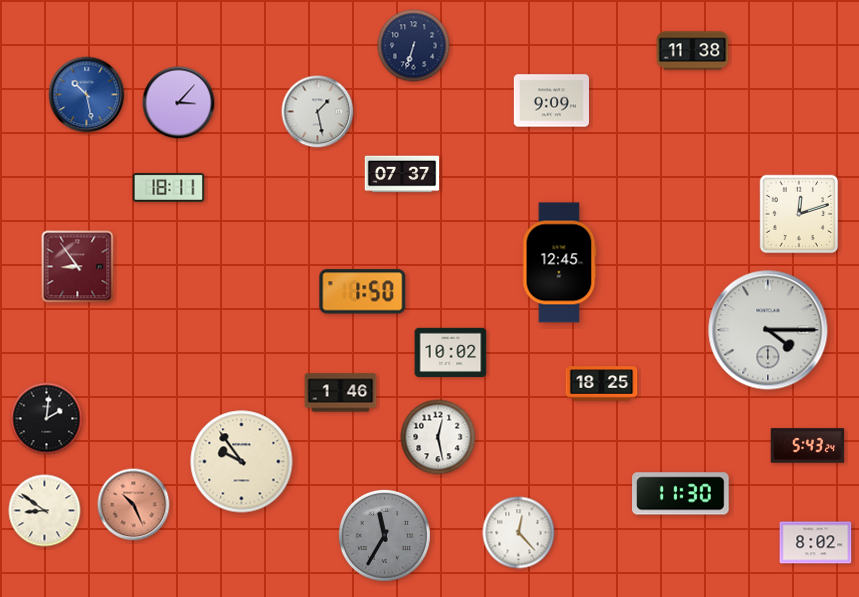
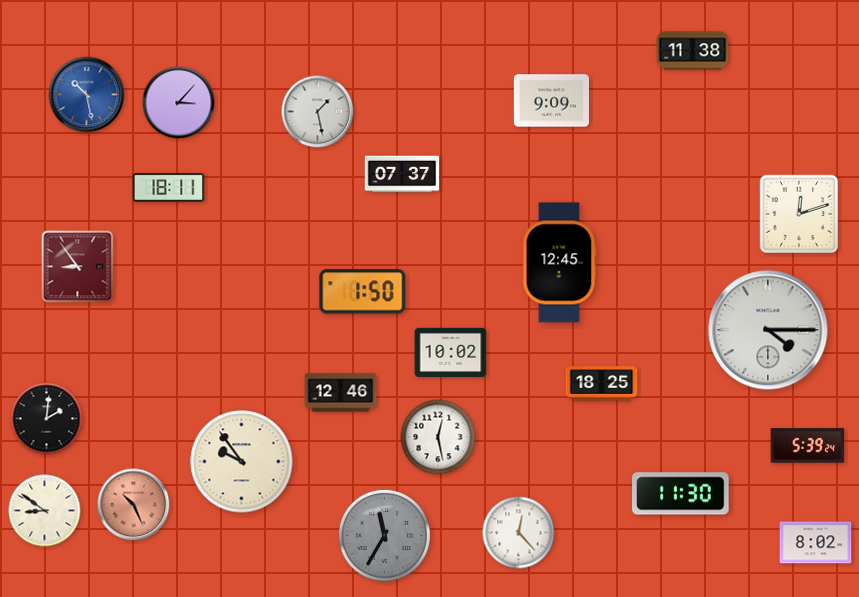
clock at (414, 46): 6:33 -> none
clock at (341, 393): 1:46 -> 12:46
clock at (808, 446): 5:43 -> 5:39
